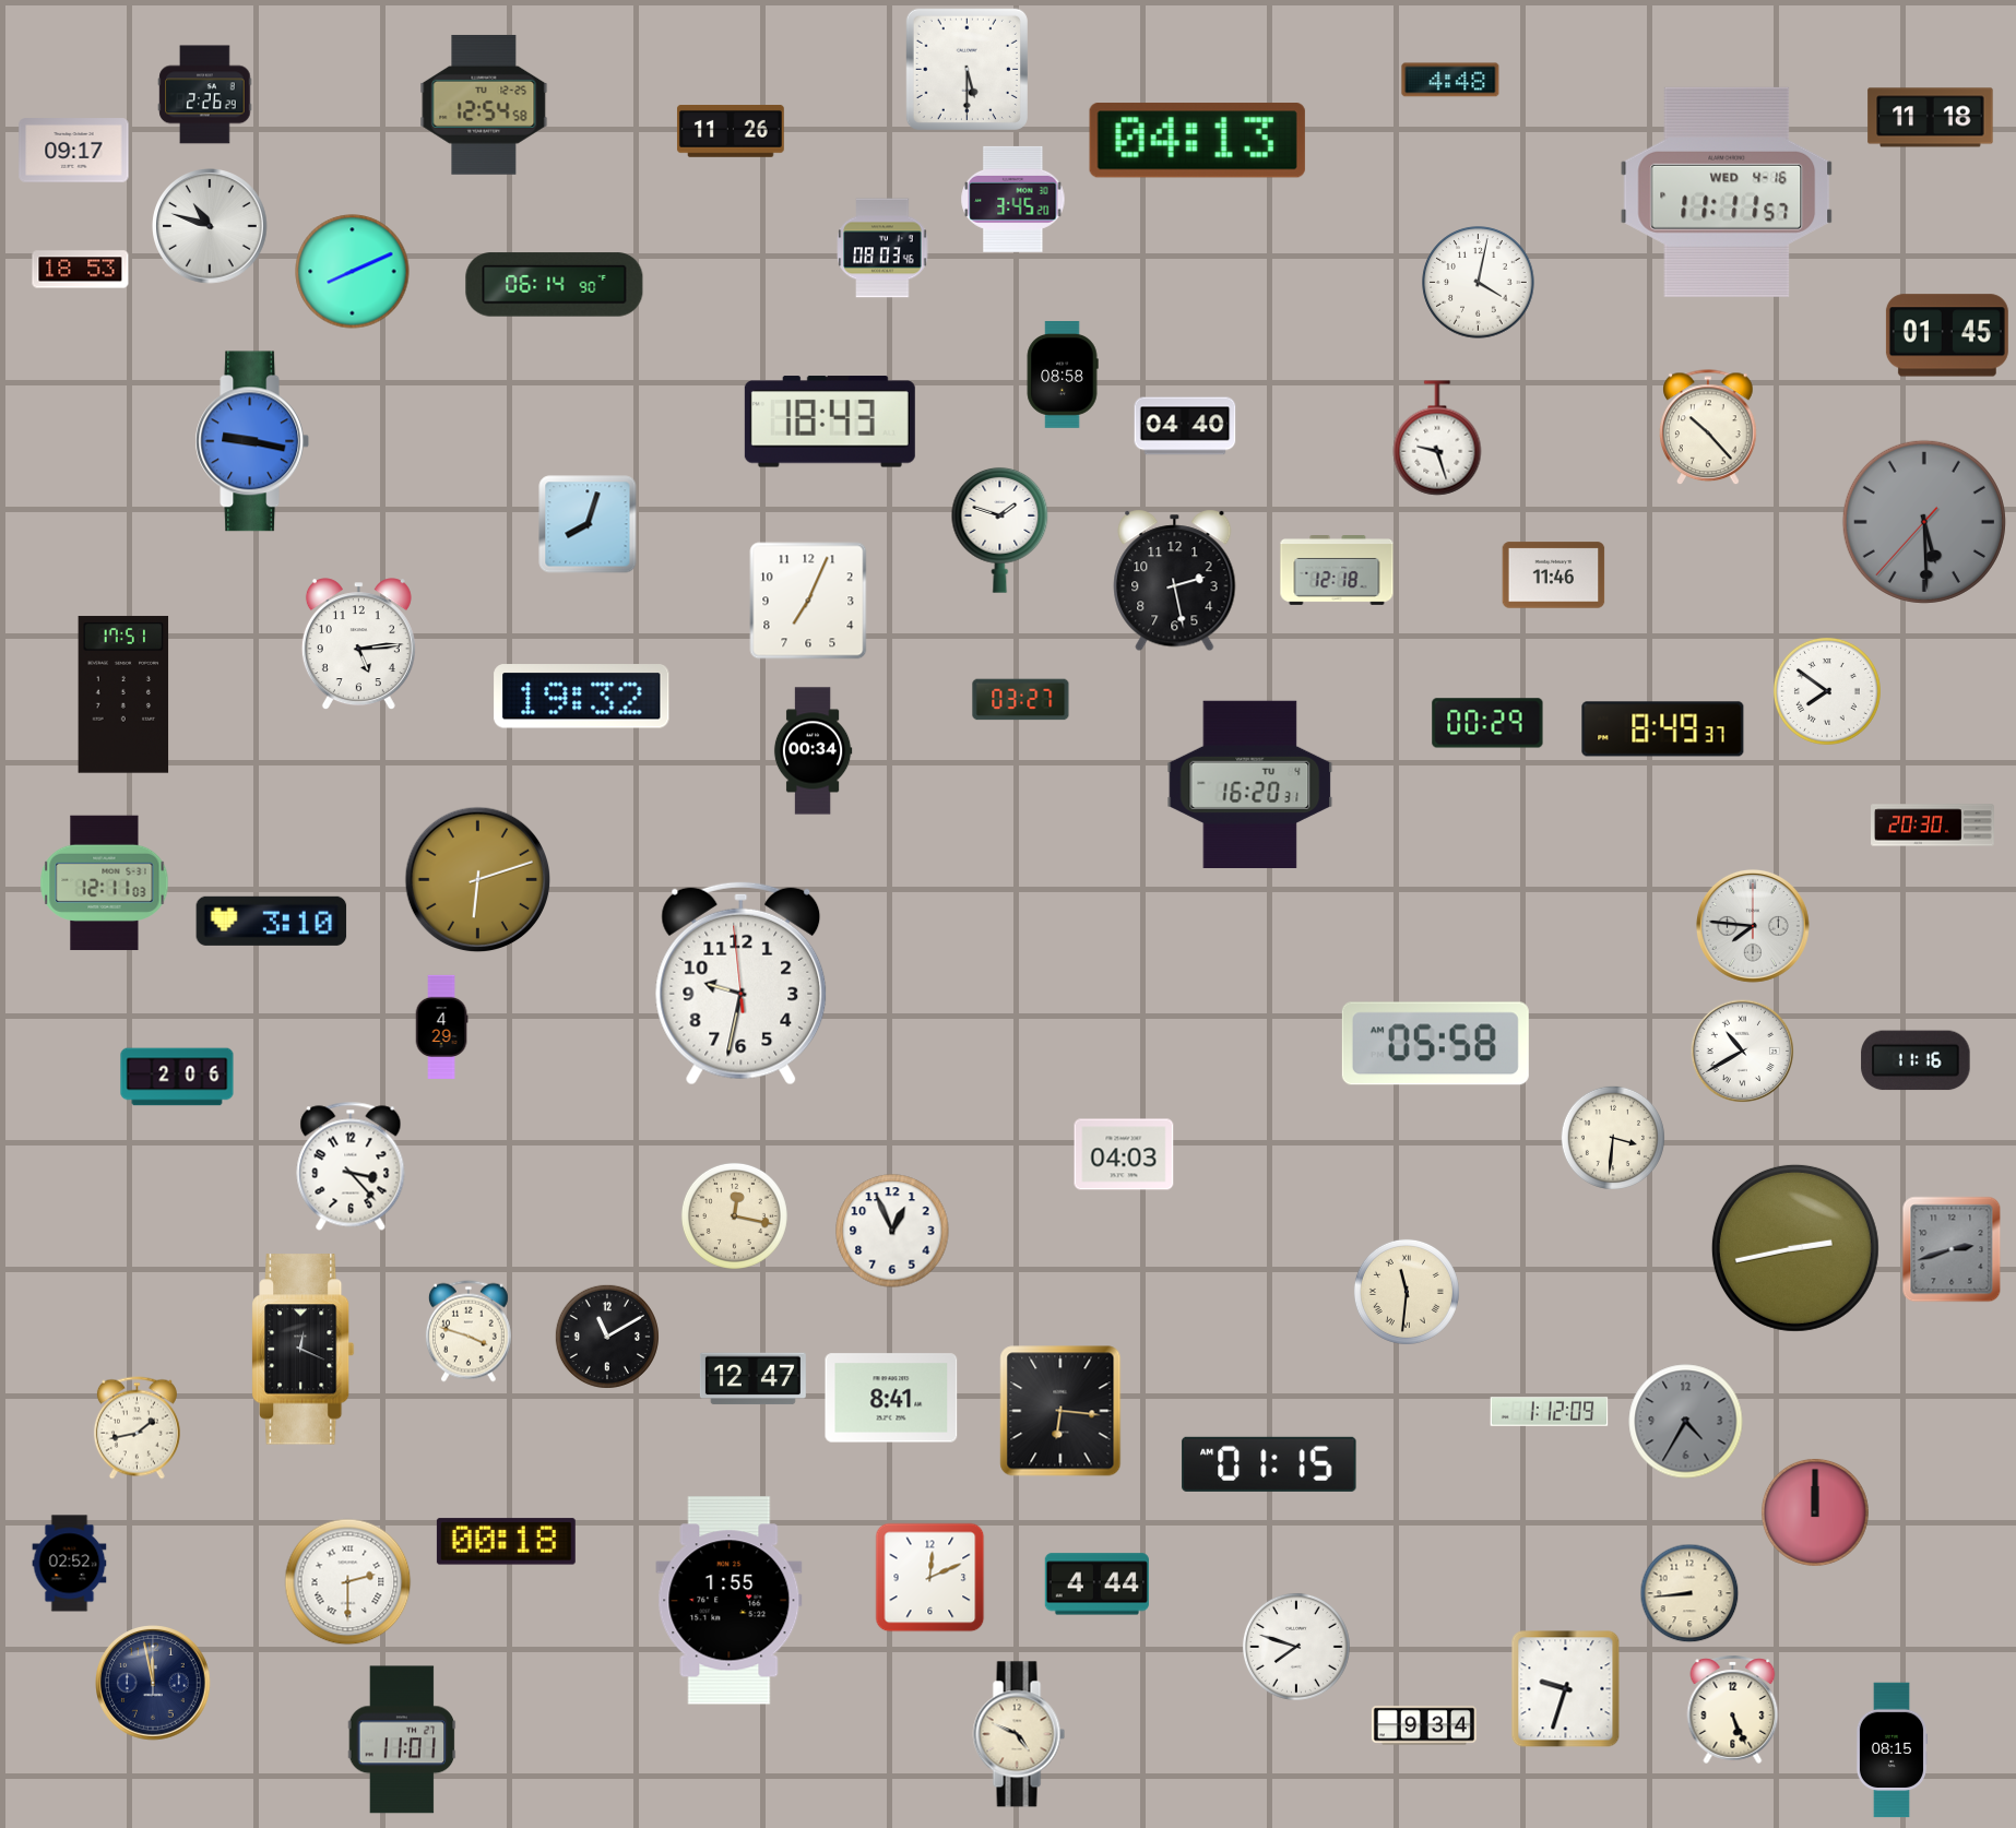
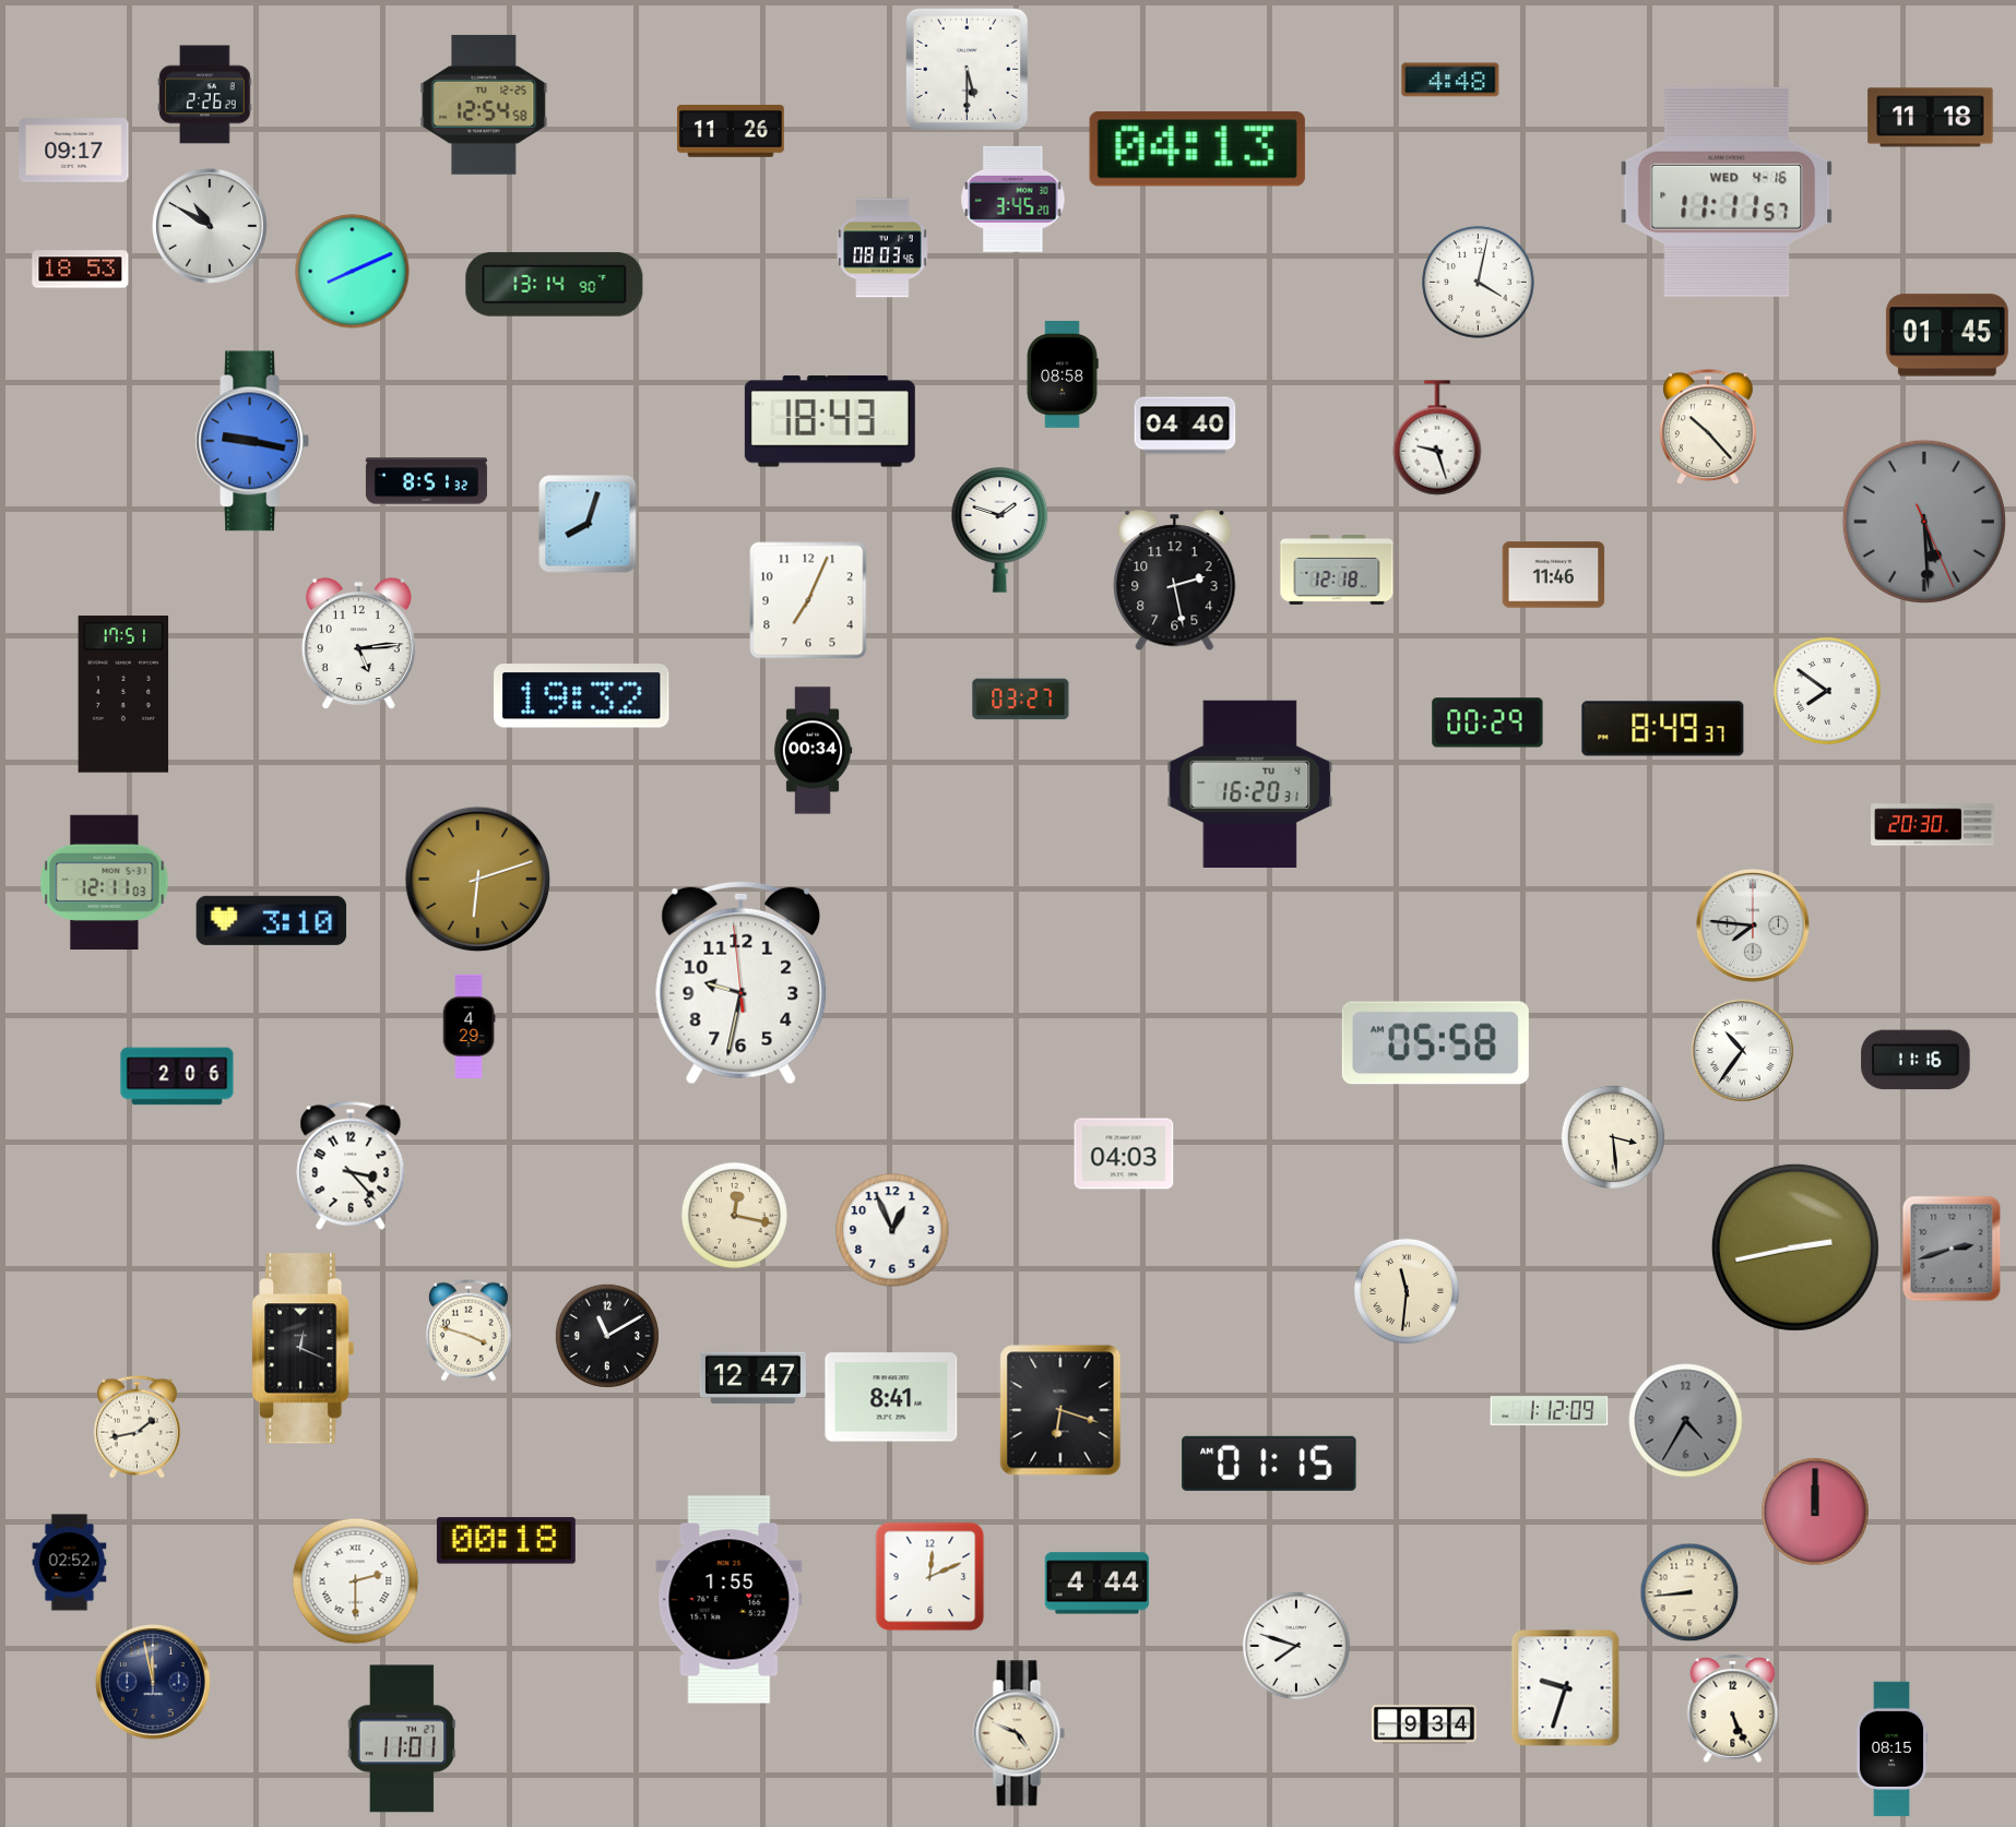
clock at (1197, 141) position: (1197, 141) -> (1197, 150)
clock at (210, 226): 10:48 -> 10:50
clock at (555, 285): 06:14 -> 13:14
clock at (426, 481): none -> 8:51
clock at (1924, 522): 5:29:37 -> 5:29:26
clock at (441, 1026) position: (441, 1026) -> (469, 1026)
clock at (1743, 1052): 10:40 -> 10:36
clock at (1613, 1138): 3:31 -> 3:29
clock at (1060, 1411): 6:16 -> 6:18
clock at (348, 1582) position: (348, 1582) -> (356, 1581)
